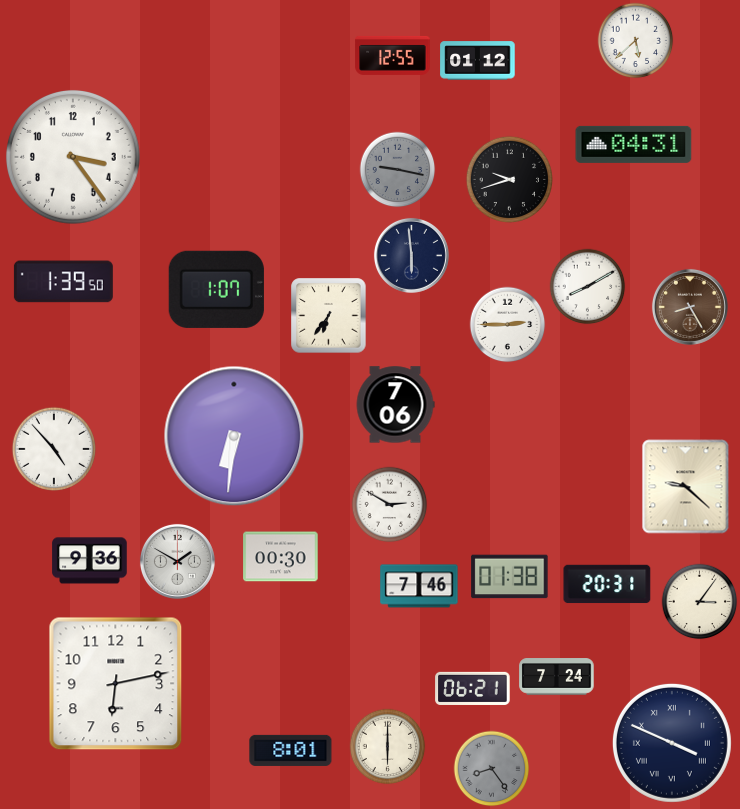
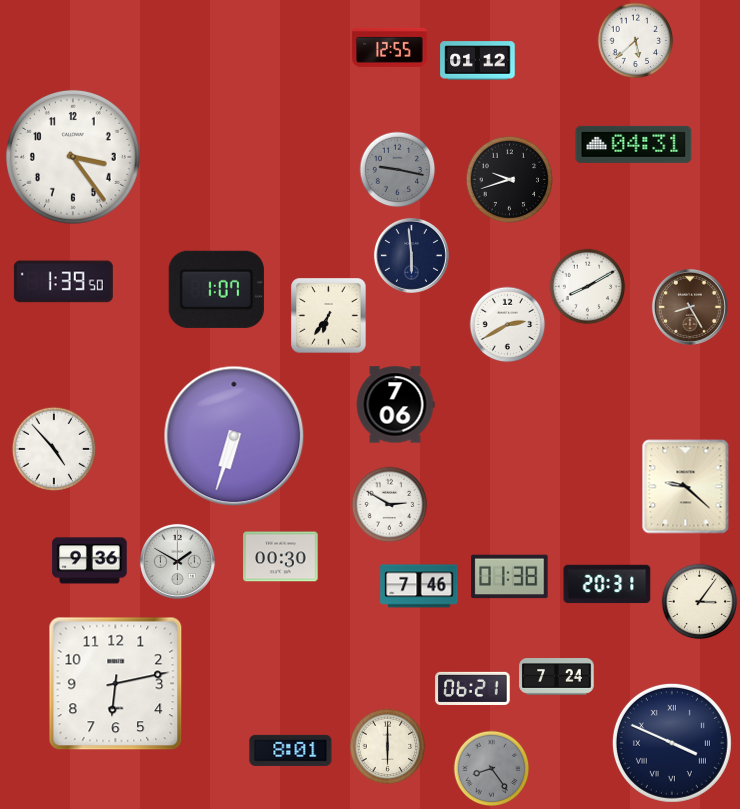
clock at (393, 55) position: (393, 55) -> (390, 47)
clock at (508, 325): 2:45 -> 2:40
clock at (234, 436): 6:31 -> 6:33
